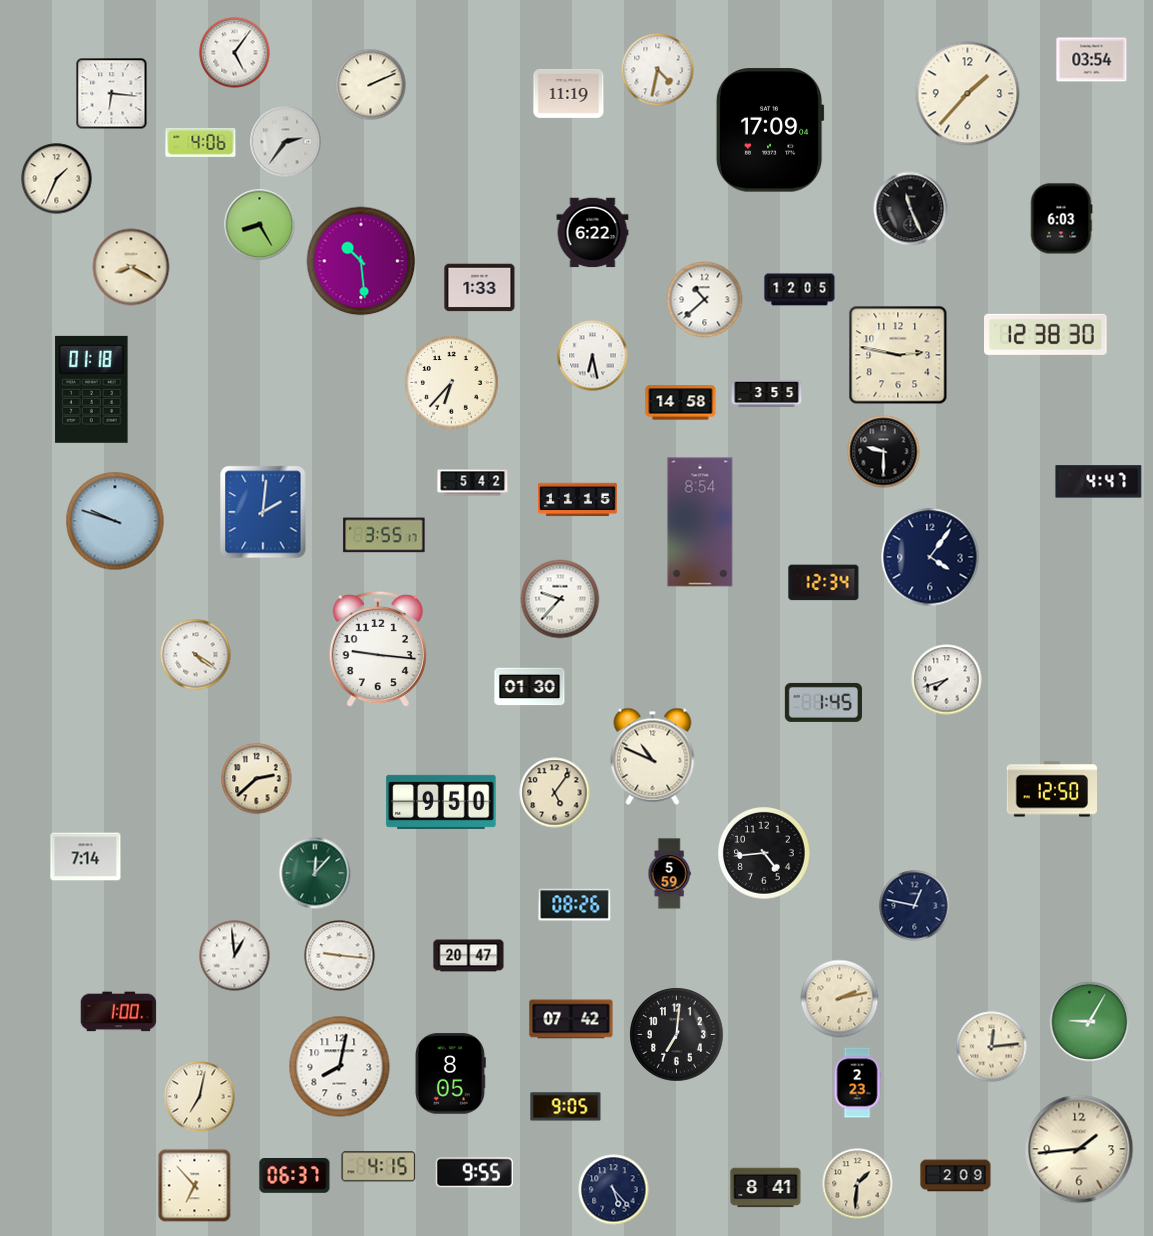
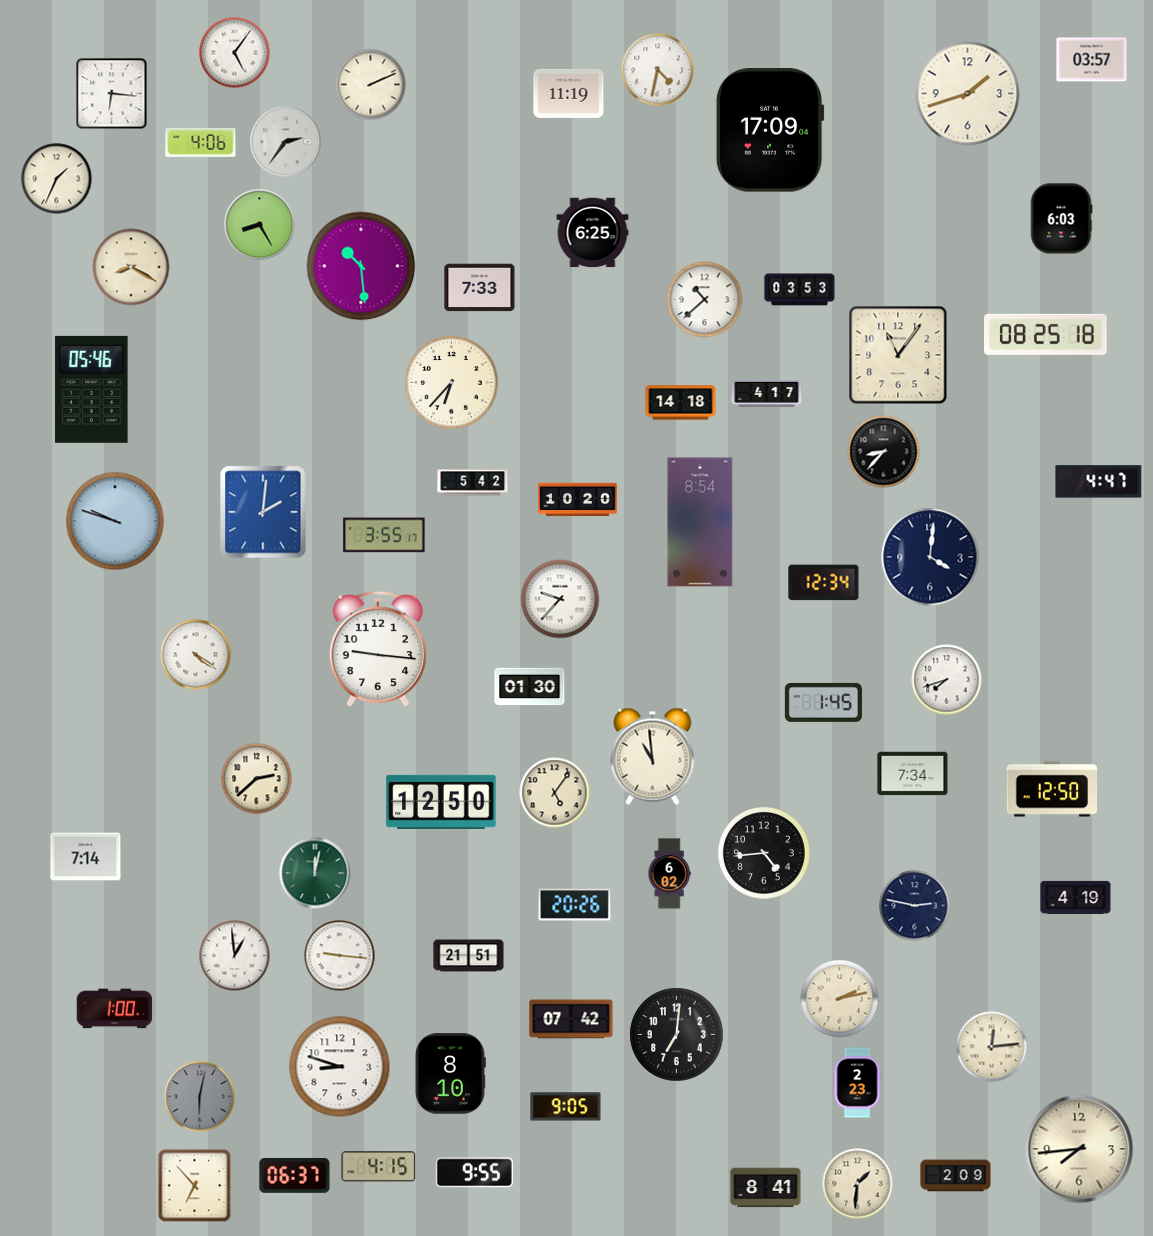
clock at (1092, 60): 03:54 -> 03:57
clock at (968, 94): 1:37 -> 1:42
clock at (911, 209): 11:26 -> none
clock at (593, 233): 6:22 -> 6:25
clock at (361, 261) position: (361, 261) -> (361, 266)
clock at (480, 288): 1:33 -> 7:33
clock at (800, 290): 12:05 -> 03:53
clock at (1046, 334): 12:38 -> 08:25
clock at (898, 355): 2:47 -> 11:06
clock at (593, 356): 6:28 -> none
clock at (92, 389): 01:18 -> 05:46
clock at (767, 393): 3:55 -> 4:17
clock at (681, 403): 14:58 -> 14:18
clock at (884, 452): 9:30 -> 8:37
clock at (578, 500): 11:15 -> 10:20
clock at (930, 557): 4:06 -> 4:01
clock at (653, 756): 10:49 -> 10:59
clock at (913, 774): none -> 7:34
clock at (441, 802): 9:50 -> 12:50
clock at (315, 873): 12:07 -> 12:02
clock at (669, 874): 5:59 -> 6:02
clock at (1076, 897): none -> 4:19
clock at (575, 905): 08:26 -> 20:26
clock at (915, 906): 12:47 -> 2:47
clock at (469, 956): 20:47 -> 21:51
clock at (119, 1012) position: (119, 1012) -> (115, 1009)
clock at (1090, 1022): 9:05 -> none
clock at (340, 1067): 8:02 -> 8:48
clock at (451, 1074): 8:05 -> 8:10
clock at (200, 1097): 7:02 -> 6:02
clock at (200, 1097) dial: cream -> grey
clock at (1079, 1149): 1:44 -> 7:44
clock at (614, 1190): 5:23 -> none
